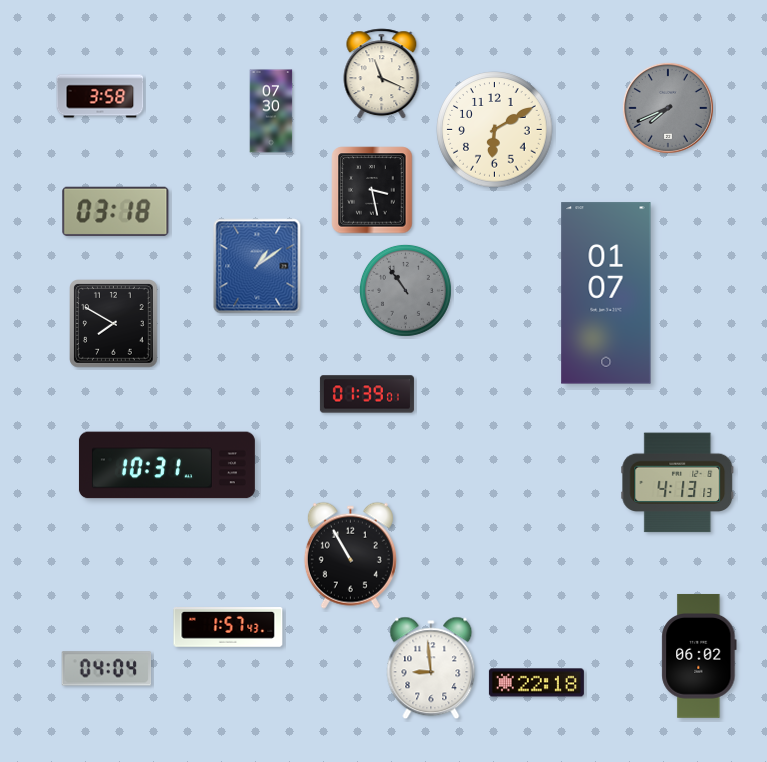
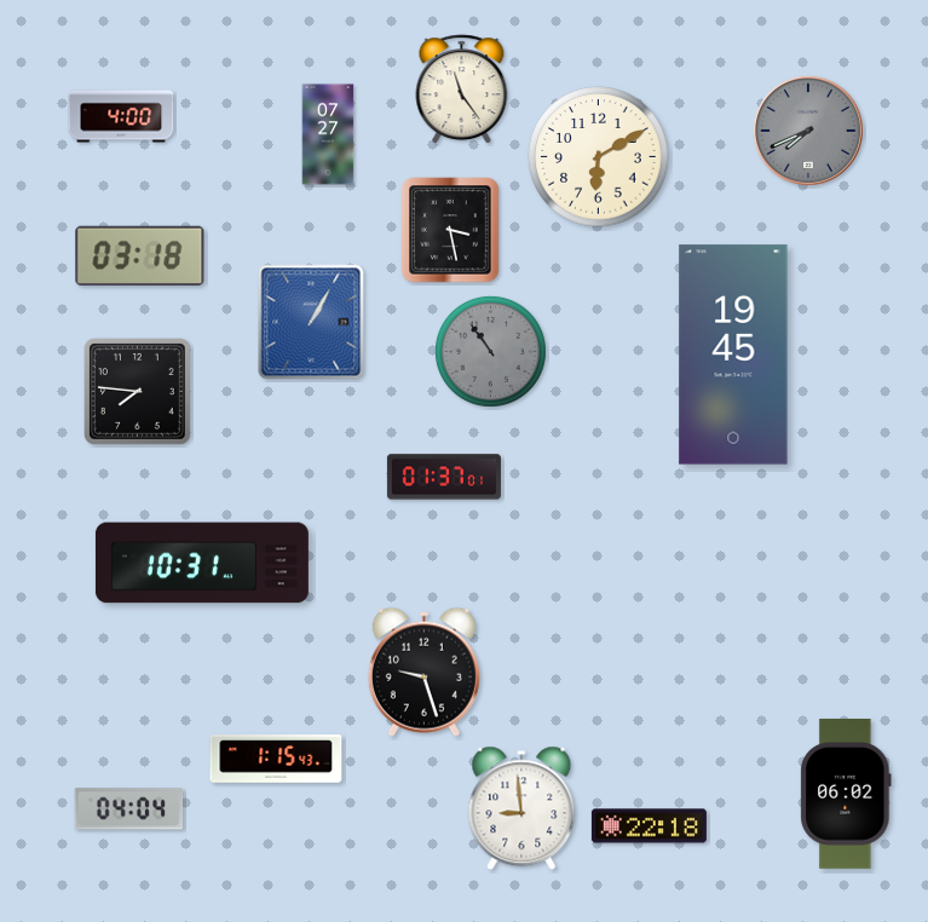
clock at (382, 74): 11:19 -> 11:24
clock at (100, 96): 3:58 -> 4:00
clock at (271, 111): 07:30 -> 07:27
clock at (257, 266): 1:09 -> 1:05
clock at (606, 293): 01:07 -> 19:45
clock at (114, 324): 7:50 -> 7:46
clock at (367, 394): 01:39 -> 01:37
clock at (678, 483): 4:13 -> none
clock at (350, 555): 10:55 -> 9:27
clock at (228, 628): 1:57 -> 1:15
